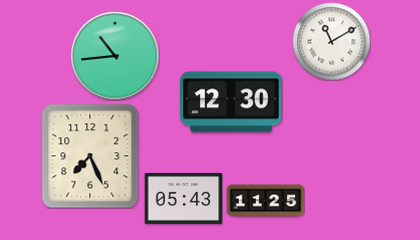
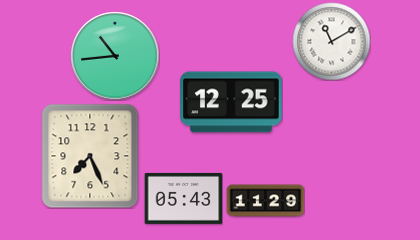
clock at (231, 102): 12:30 -> 12:25
clock at (265, 201): 11:25 -> 11:29
